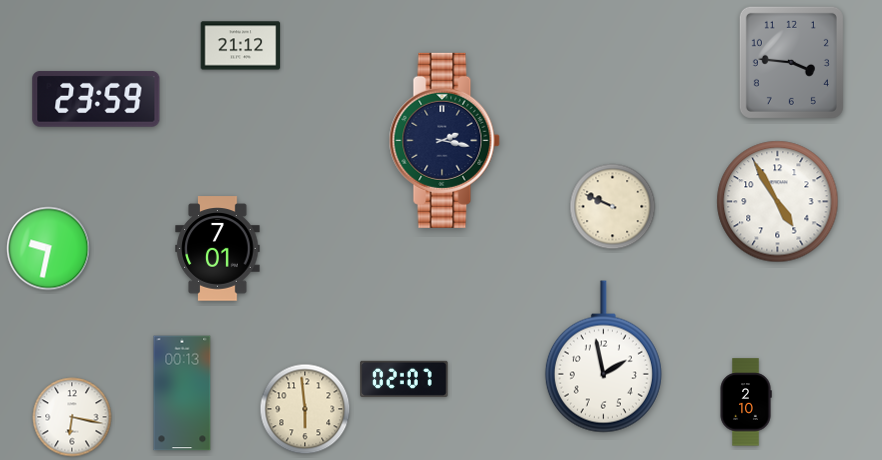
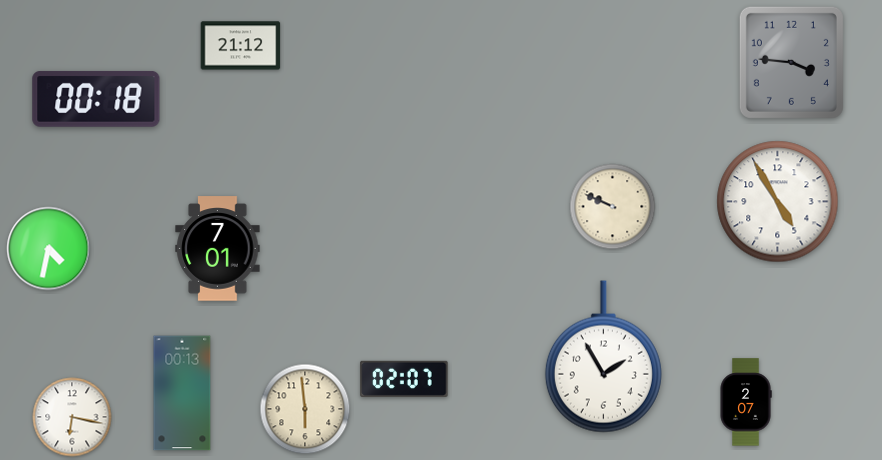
clock at (96, 99): 23:59 -> 00:18
clock at (444, 140): 2:17 -> none
clock at (49, 249): 9:32 -> 4:32
clock at (603, 357): 1:58 -> 1:55
clock at (746, 402): 2:10 -> 2:07
